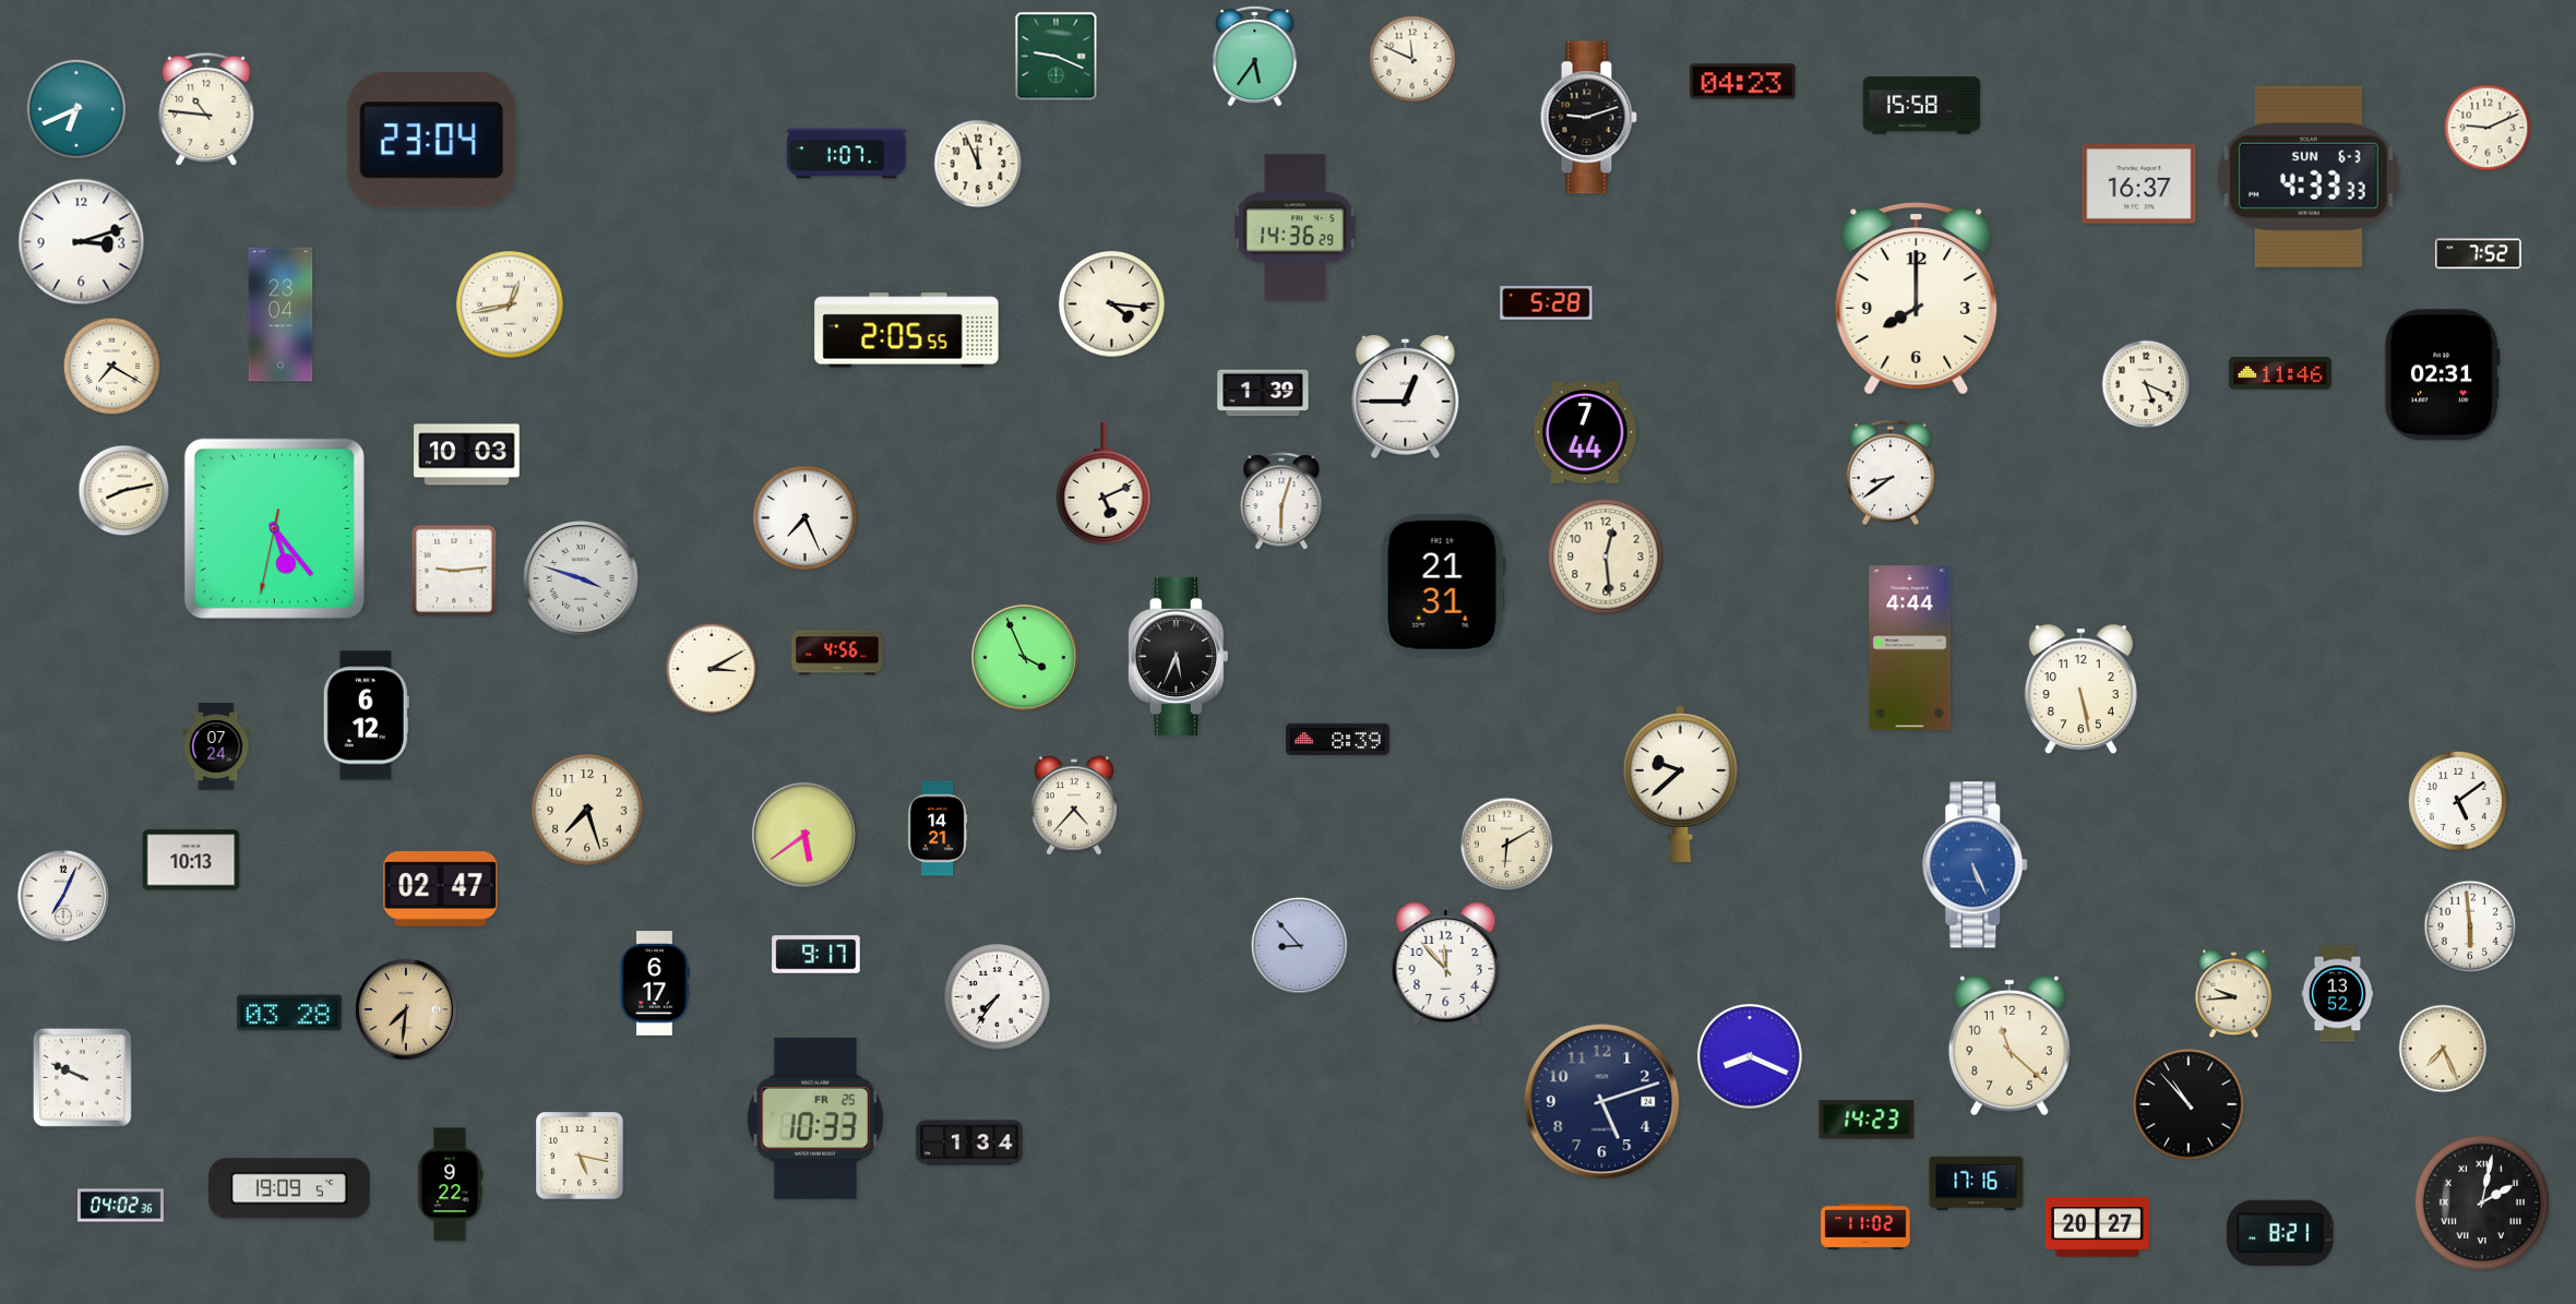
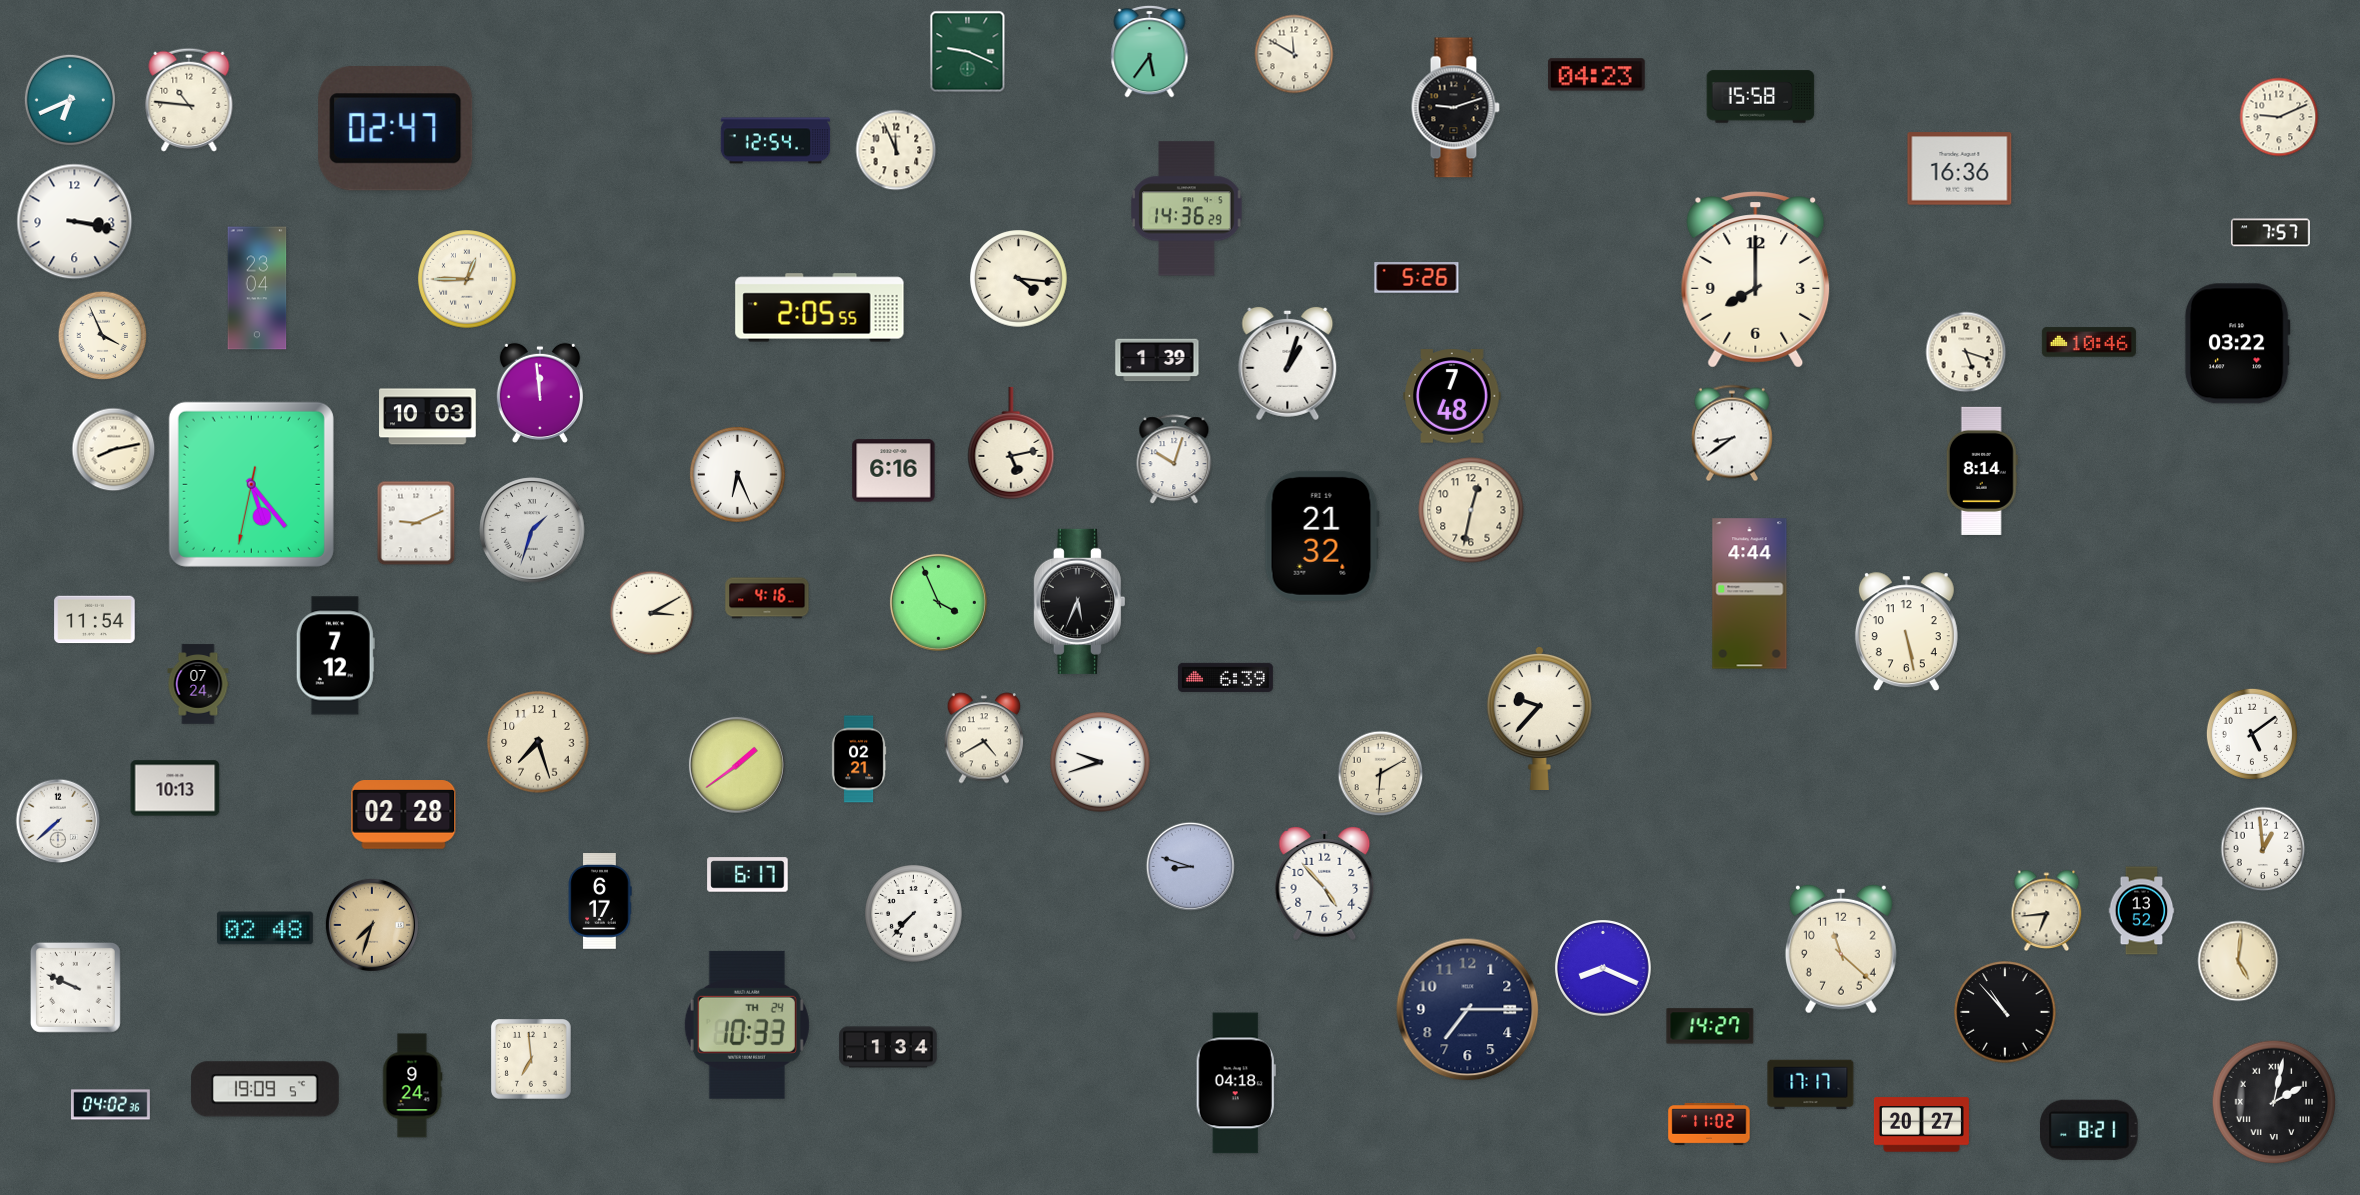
clock at (1412, 59): 11:49 -> 11:50
clock at (432, 141): 23:04 -> 02:47
clock at (847, 154): 1:07 -> 12:54
clock at (2309, 177): 4:33 -> none
clock at (2139, 184): 16:37 -> 16:36
clock at (82, 242): 3:12 -> 3:17
clock at (2478, 254): 7:52 -> 7:57
clock at (1917, 299) position: (1917, 299) -> (1756, 280)
clock at (1547, 303): 5:28 -> 5:26
clock at (510, 304): 12:43 -> 12:45
clock at (907, 331) position: (907, 331) -> (820, 308)
clock at (112, 367): 7:20 -> 3:56
clock at (2280, 373): 11:46 -> 10:46
clock at (2442, 375): 02:31 -> 03:22
clock at (2146, 384): 5:19 -> 5:18
clock at (1406, 396): 12:45 -> 1:03
clock at (540, 392): none -> 11:59
clock at (1585, 432): 7:44 -> 7:48
clock at (1104, 483): 5:11 -> 5:13
clock at (1281, 502): 6:03 -> 10:03
clock at (894, 471): none -> 6:16
clock at (1982, 471): none -> 8:14
clock at (804, 517): 7:26 -> 6:26
clock at (1606, 557): 12:29 -> 12:32
clock at (454, 571): 9:14 -> 9:11
clock at (581, 578): 3:48 -> 1:33
clock at (1443, 585): 21:31 -> 21:32
clock at (837, 653): 4:56 -> 4:16
clock at (95, 620): none -> 11:54
clock at (366, 716): 6:12 -> 7:12
clock at (1337, 739): 8:39 -> 6:39
clock at (1680, 783): 9:38 -> 9:37
clock at (1074, 805): 4:37 -> 4:40
clock at (938, 828): 14:21 -> 02:21
clock at (1100, 762): none -> 9:42
clock at (804, 835): 5:39 -> 1:39
clock at (1976, 865): 5:26 -> none
clock at (441, 889): 02:47 -> 02:28
clock at (63, 896): 7:04 -> 7:38
clock at (2470, 926): 5:59 -> 12:59
clock at (1299, 945): 8:53 -> 8:48
clock at (816, 955): 9:17 -> 6:17
clock at (1446, 964): 11:53 -> 4:53
clock at (2234, 993): 9:44 -> 6:44
clock at (998, 997): 7:36 -> 7:37
clock at (406, 1009): 7:31 -> 7:33
clock at (289, 1013): 03:28 -> 02:48
clock at (2009, 1045) position: (2009, 1045) -> (1841, 949)
clock at (2443, 1049): 7:26 -> 5:01
clock at (1602, 1102): 5:12 -> 7:15
clock at (815, 1118) date: FR 25 -> TH 24
clock at (1867, 1120): 14:23 -> 14:27
clock at (581, 1157): 5:17 -> 6:59
clock at (1236, 1083): none -> 04:18
clock at (1977, 1184): 17:16 -> 17:17
clock at (450, 1185): 9:22 -> 9:24
